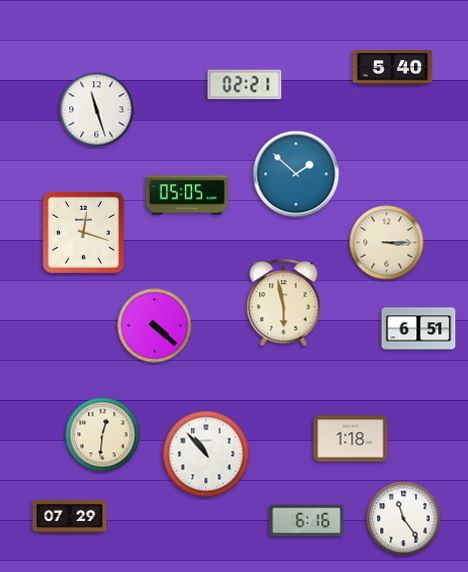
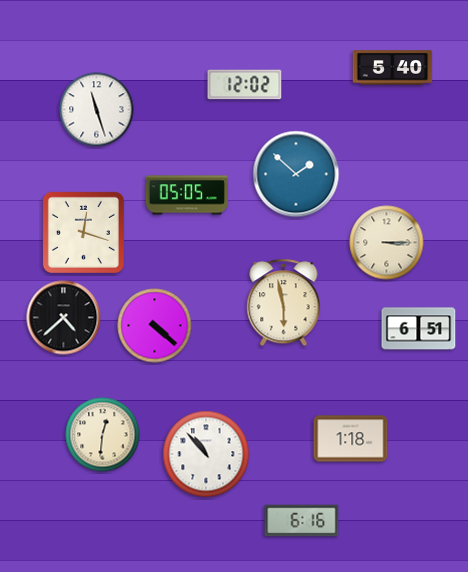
clock at (245, 85): 02:21 -> 12:02
clock at (64, 318): none -> 4:38
clock at (70, 516): 07:29 -> none
clock at (404, 519): 11:24 -> none
clock at (307, 521) position: (307, 521) -> (302, 521)
